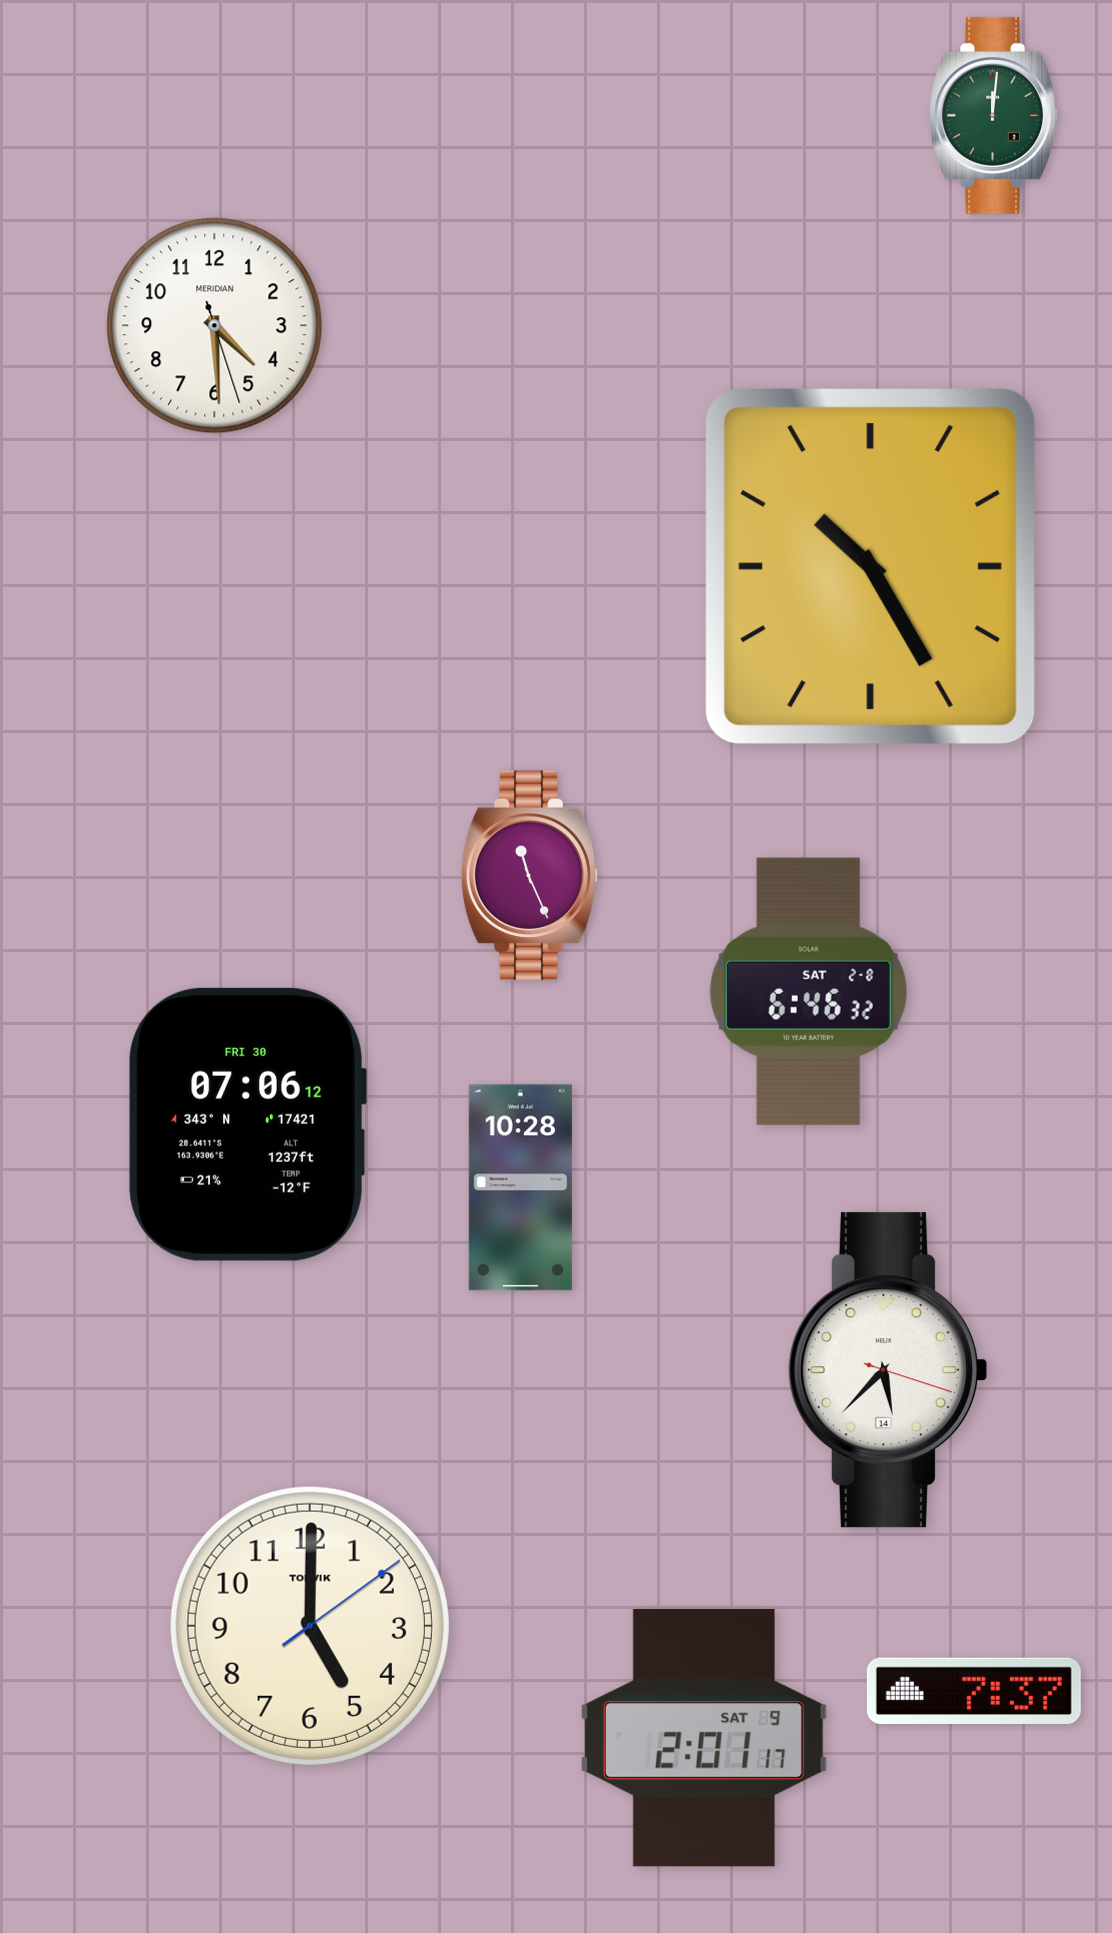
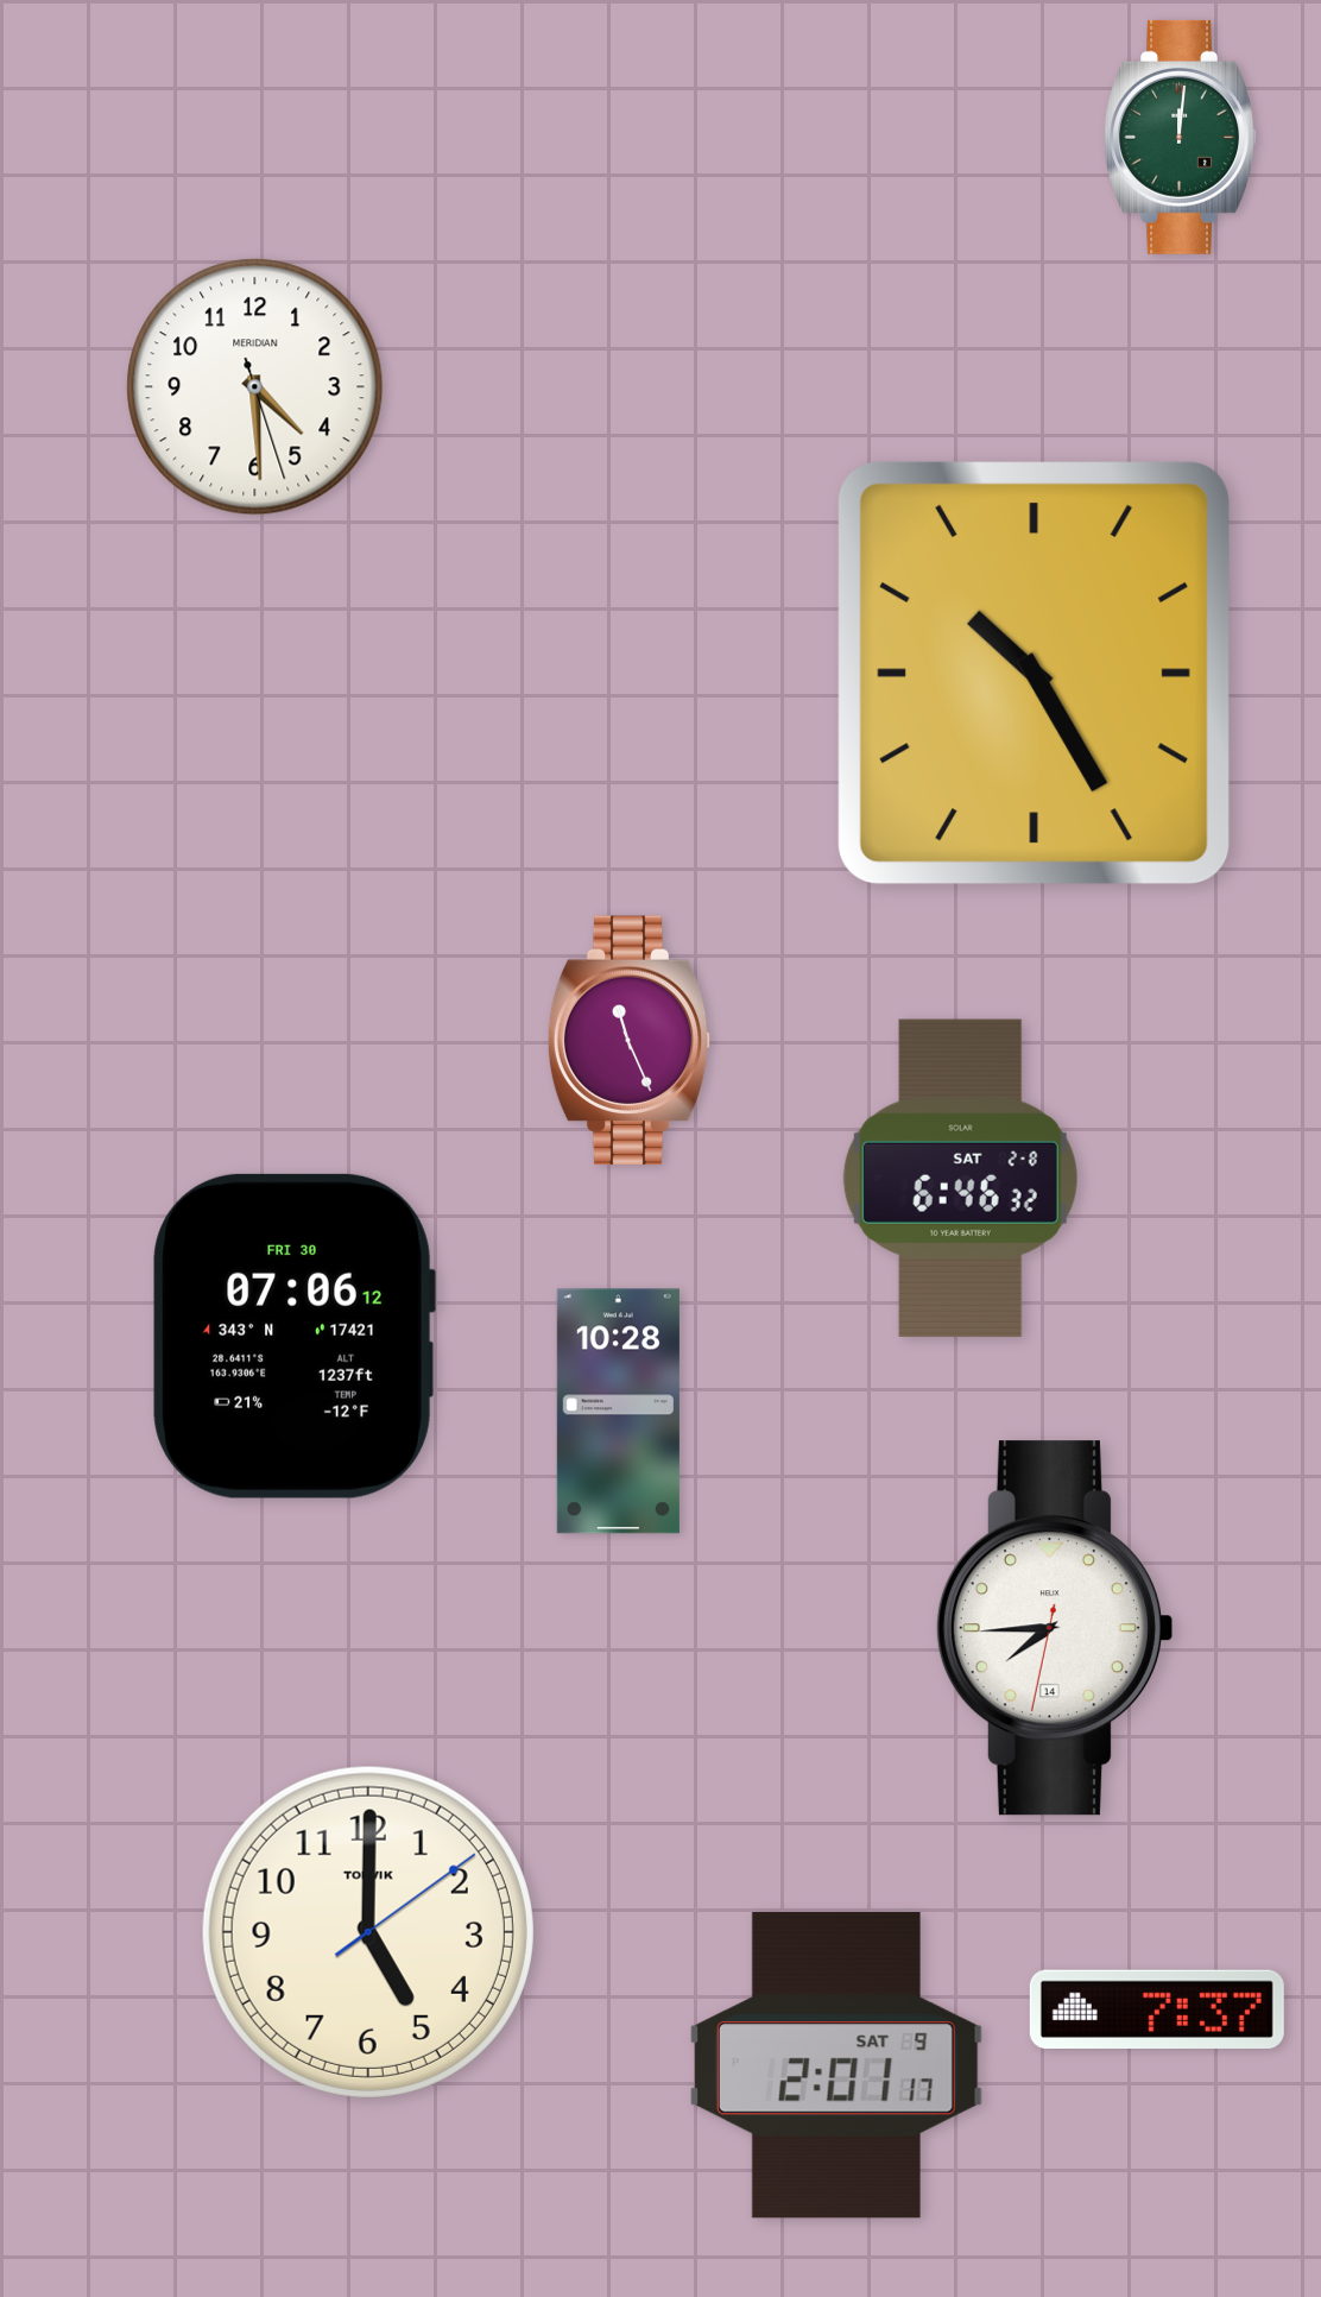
clock at (887, 1370): 5:37 -> 7:44
